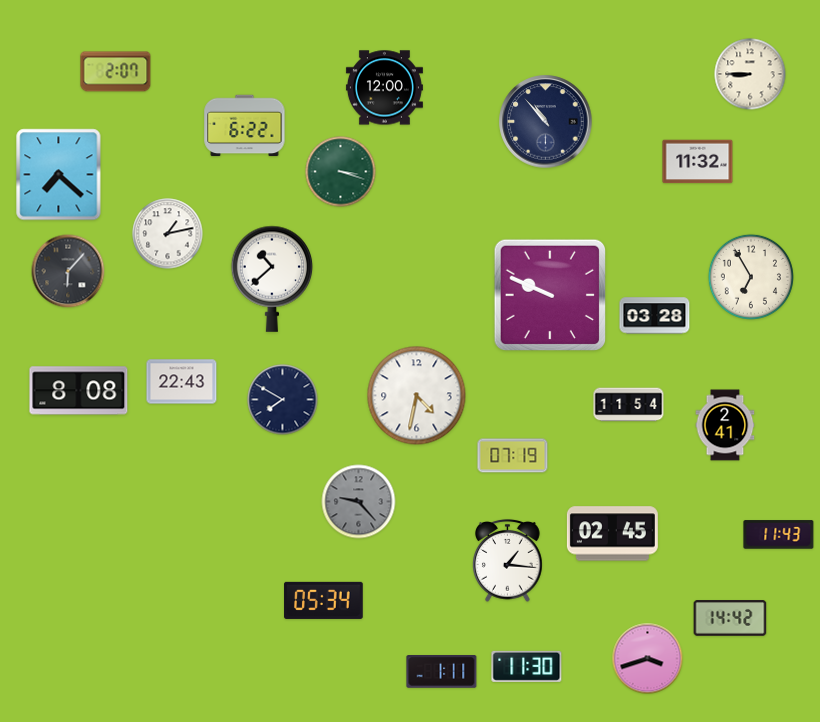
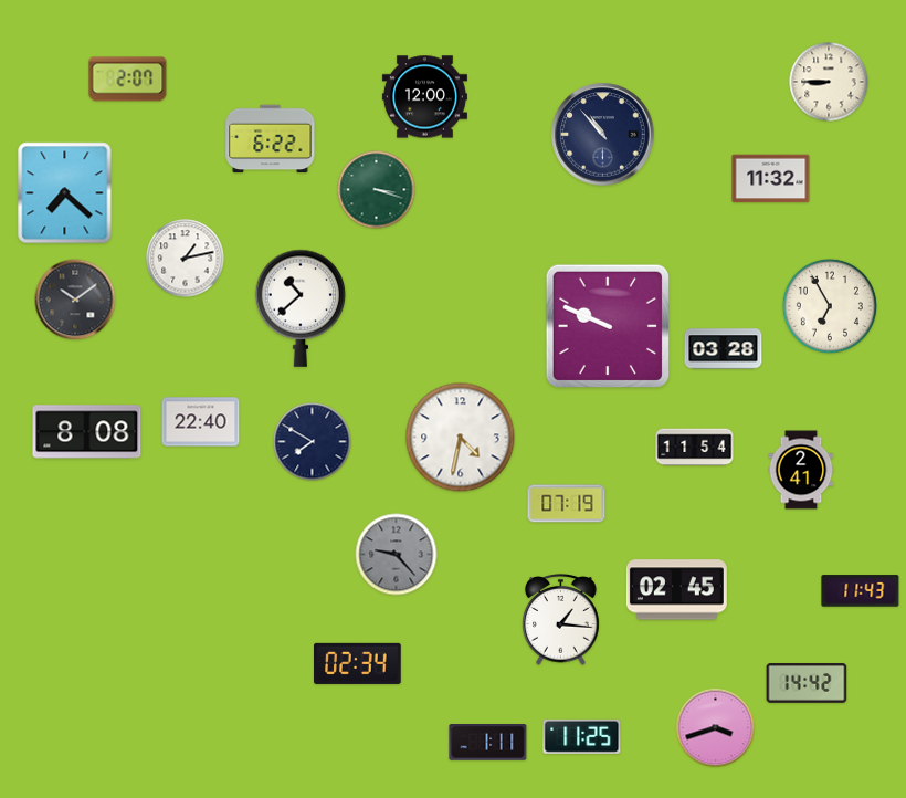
clock at (68, 271): 6:07 -> 10:09
clock at (182, 382): 22:43 -> 22:40
clock at (324, 600): 05:34 -> 02:34
clock at (527, 666): 11:30 -> 11:25
